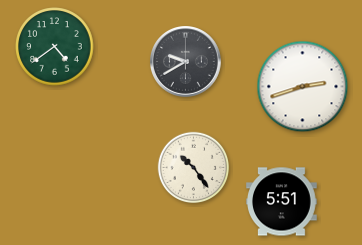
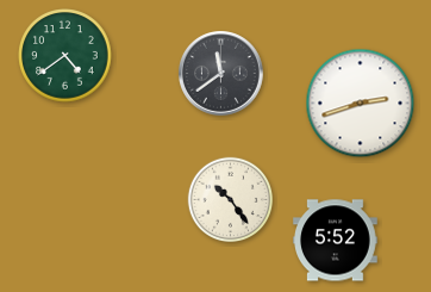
clock at (186, 62): 9:40 -> 11:39
clock at (282, 202): 5:51 -> 5:52
